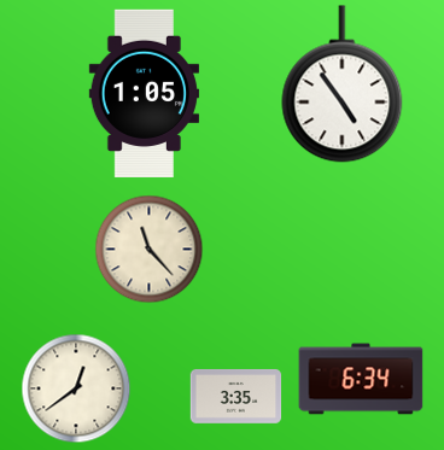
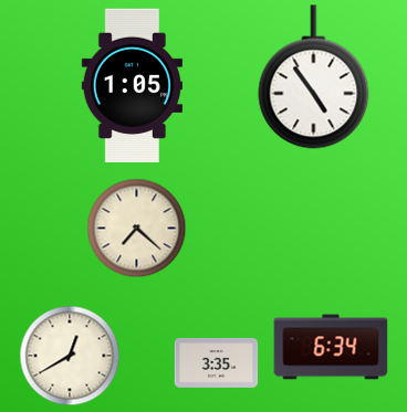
clock at (150, 250): 11:23 -> 7:22
clock at (76, 388): 12:39 -> 12:40
